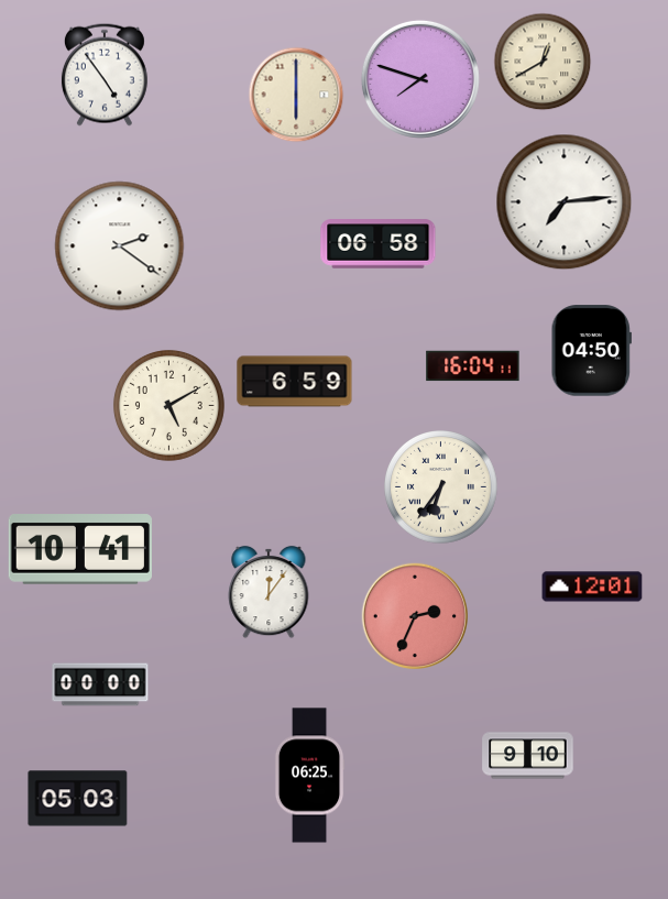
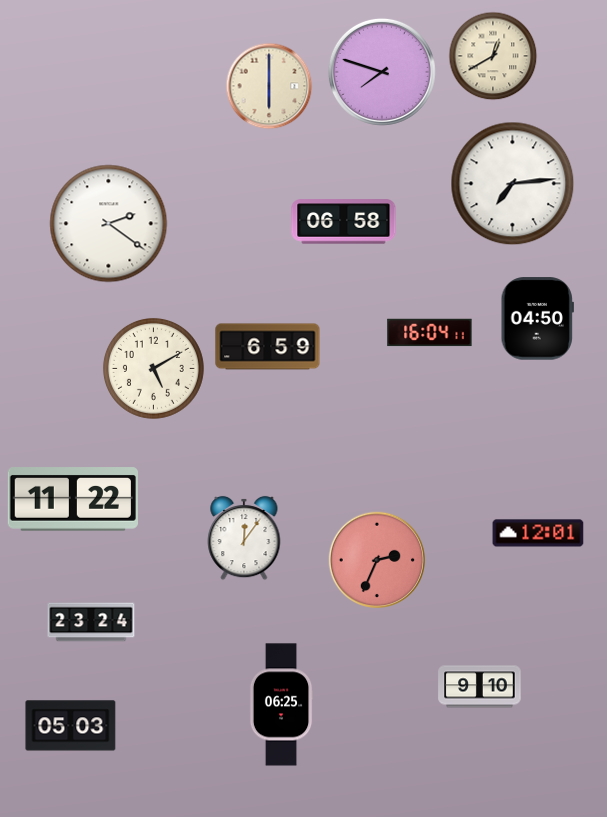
clock at (105, 75): 4:54 -> none
clock at (441, 487): 6:36 -> none
clock at (79, 549): 10:41 -> 11:22
clock at (100, 684): 00:00 -> 23:24
